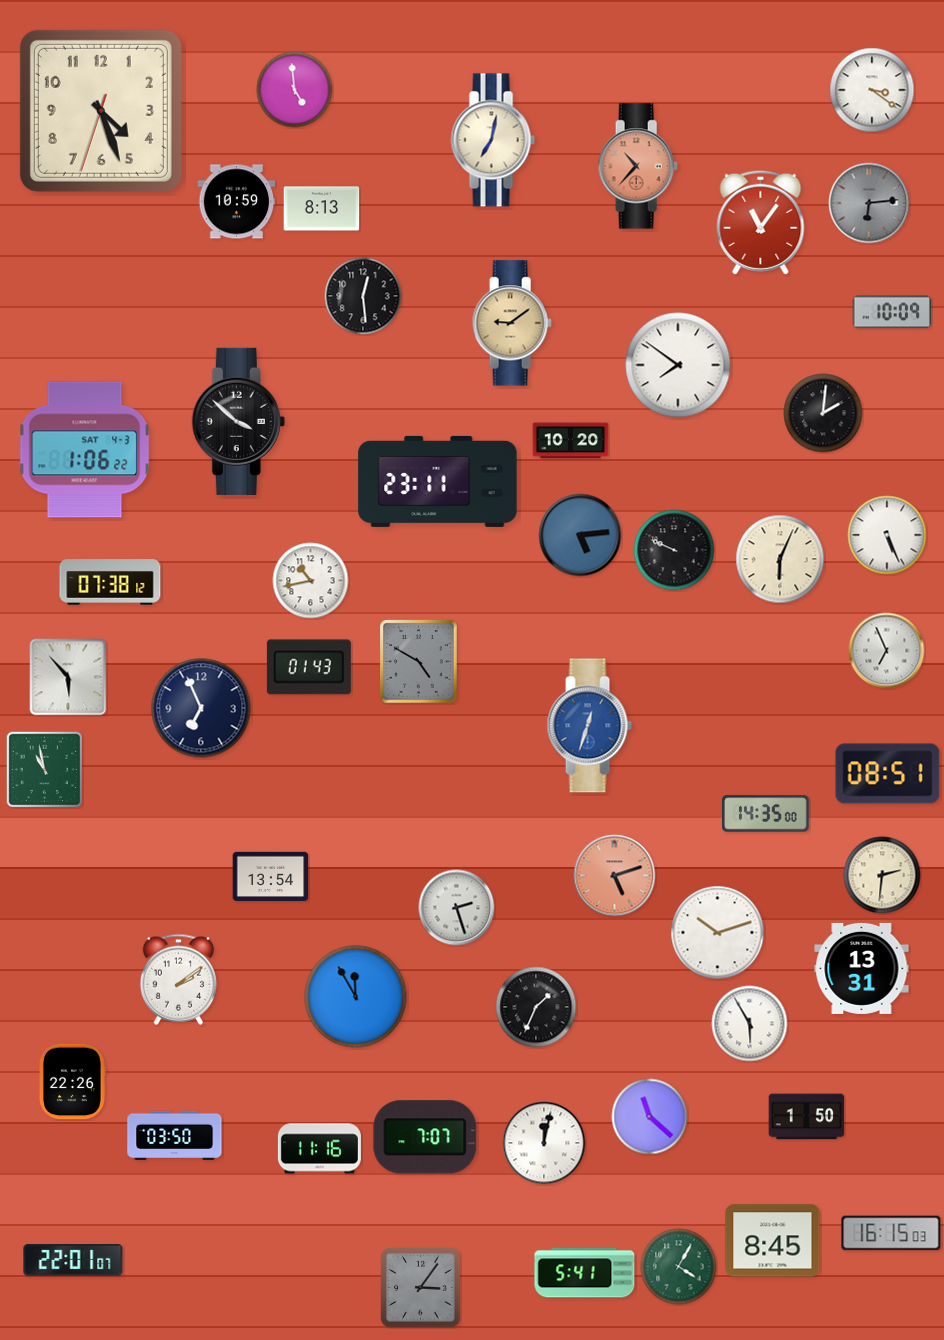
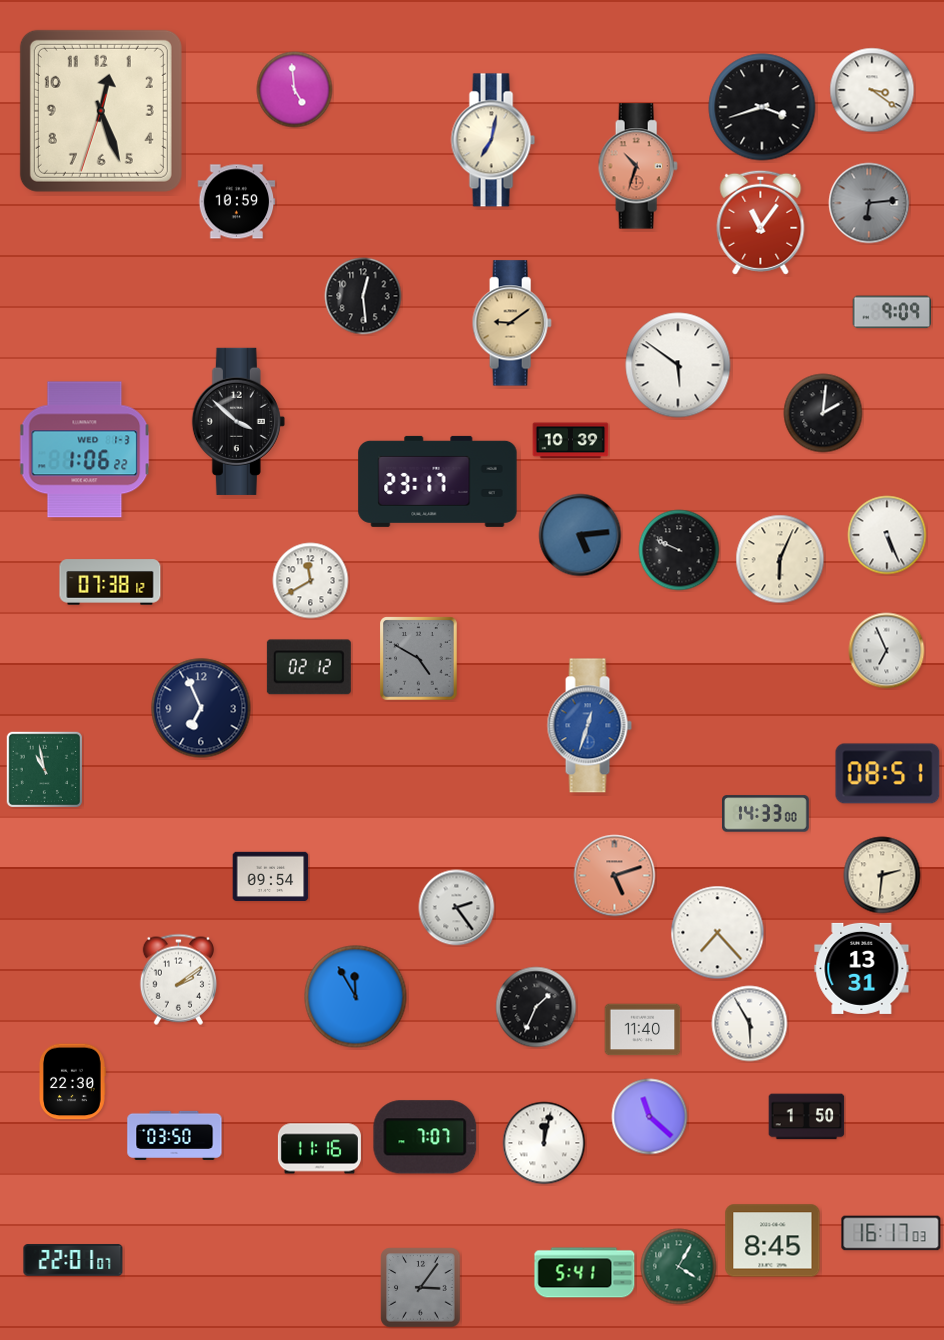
clock at (762, 107): none -> 3:42
clock at (101, 111): 4:26 -> 12:26
clock at (638, 166): 10:37 -> 10:33
clock at (322, 209): 8:13 -> none
clock at (892, 312): 10:09 -> 9:09
clock at (678, 365): 7:51 -> 5:51
clock at (571, 441): 10:20 -> 10:39
clock at (85, 450) date: SAT 4-3 -> WED 1-3
clock at (438, 481): 23:11 -> 23:17
clock at (674, 550) position: (674, 550) -> (679, 550)
clock at (311, 581): 10:43 -> 11:40
clock at (419, 662) position: (419, 662) -> (419, 659)
clock at (309, 667): 01:43 -> 02:12
clock at (68, 677): 5:53 -> none
clock at (766, 814): 14:35 -> 14:33
clock at (271, 876): 13:54 -> 09:54
clock at (457, 908): 2:27 -> 2:24
clock at (718, 933): 10:12 -> 7:23
clock at (643, 1030): none -> 11:40
clock at (72, 1082): 22:26 -> 22:30
clock at (891, 1233): 16:15 -> 16:17
